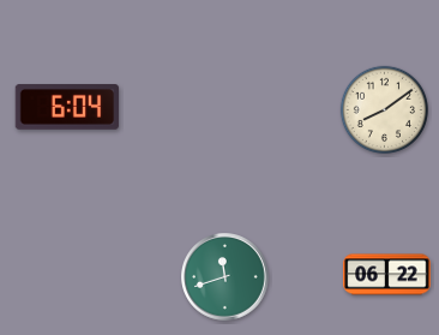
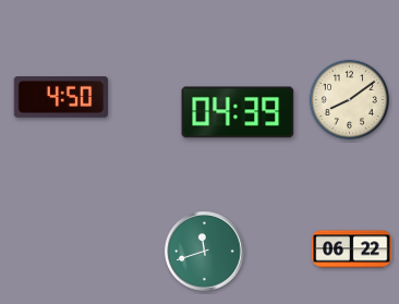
clock at (67, 107): 6:04 -> 4:50
clock at (238, 112): none -> 04:39
